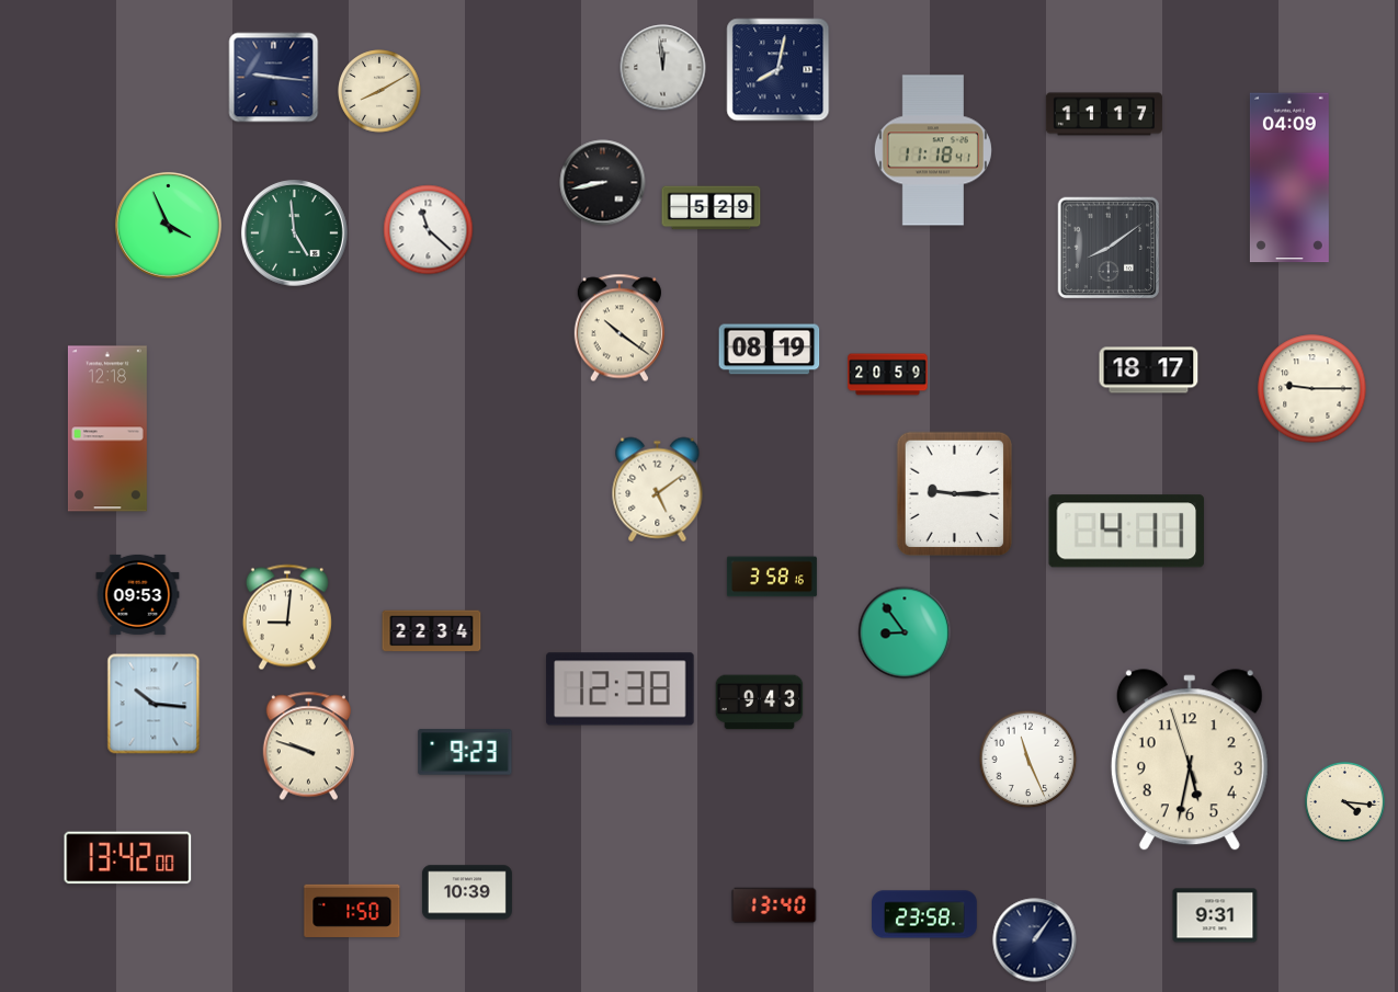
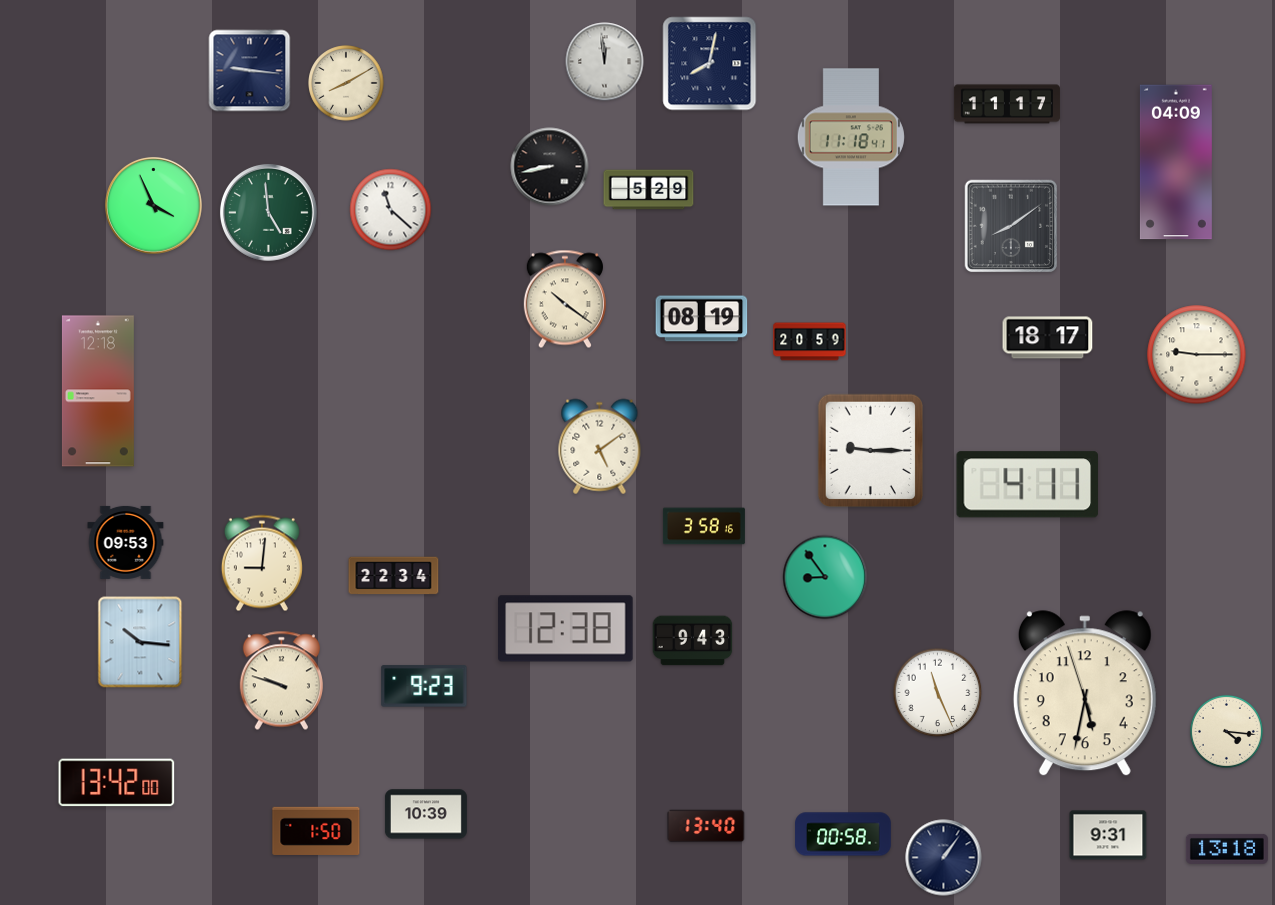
clock at (352, 911) position: (352, 911) -> (316, 831)
clock at (924, 914): 23:58 -> 00:58
clock at (1227, 849): none -> 13:18
